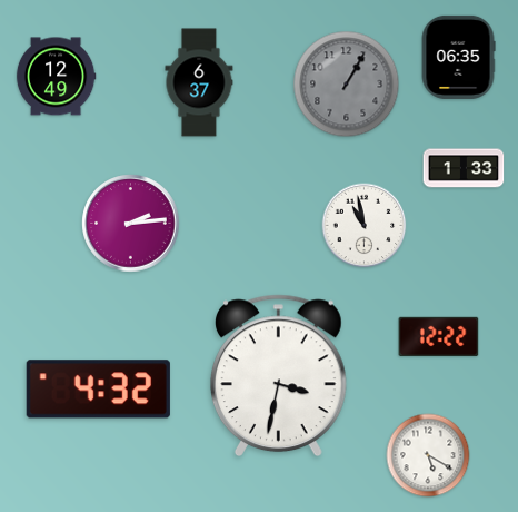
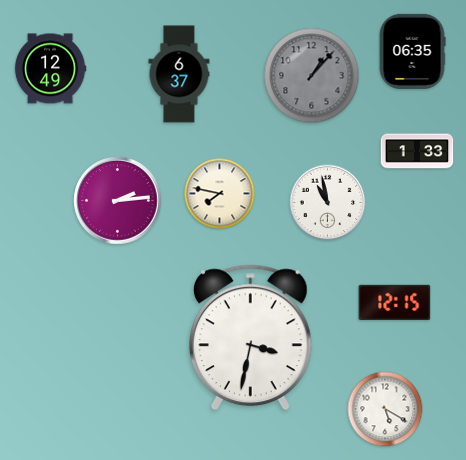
clock at (347, 85): 1:05 -> 1:07
clock at (220, 194): none -> 7:47
clock at (439, 336): 12:22 -> 12:15
clock at (98, 390): 4:32 -> none
